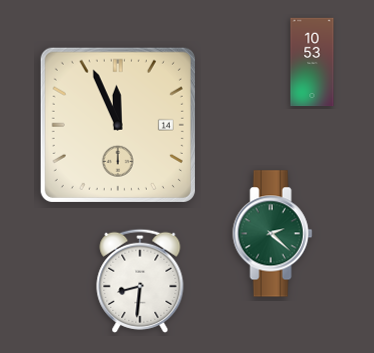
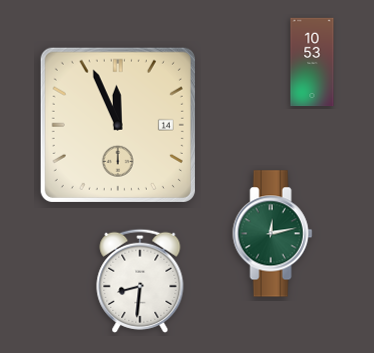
clock at (273, 234): 2:22 -> 12:13
